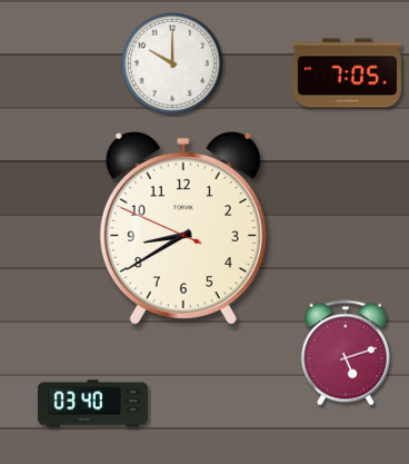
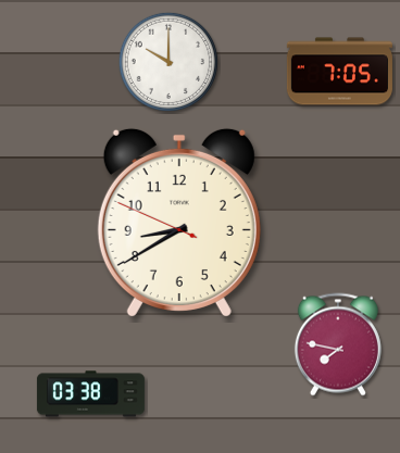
clock at (346, 353): 5:12 -> 7:47
clock at (92, 404): 03:40 -> 03:38
